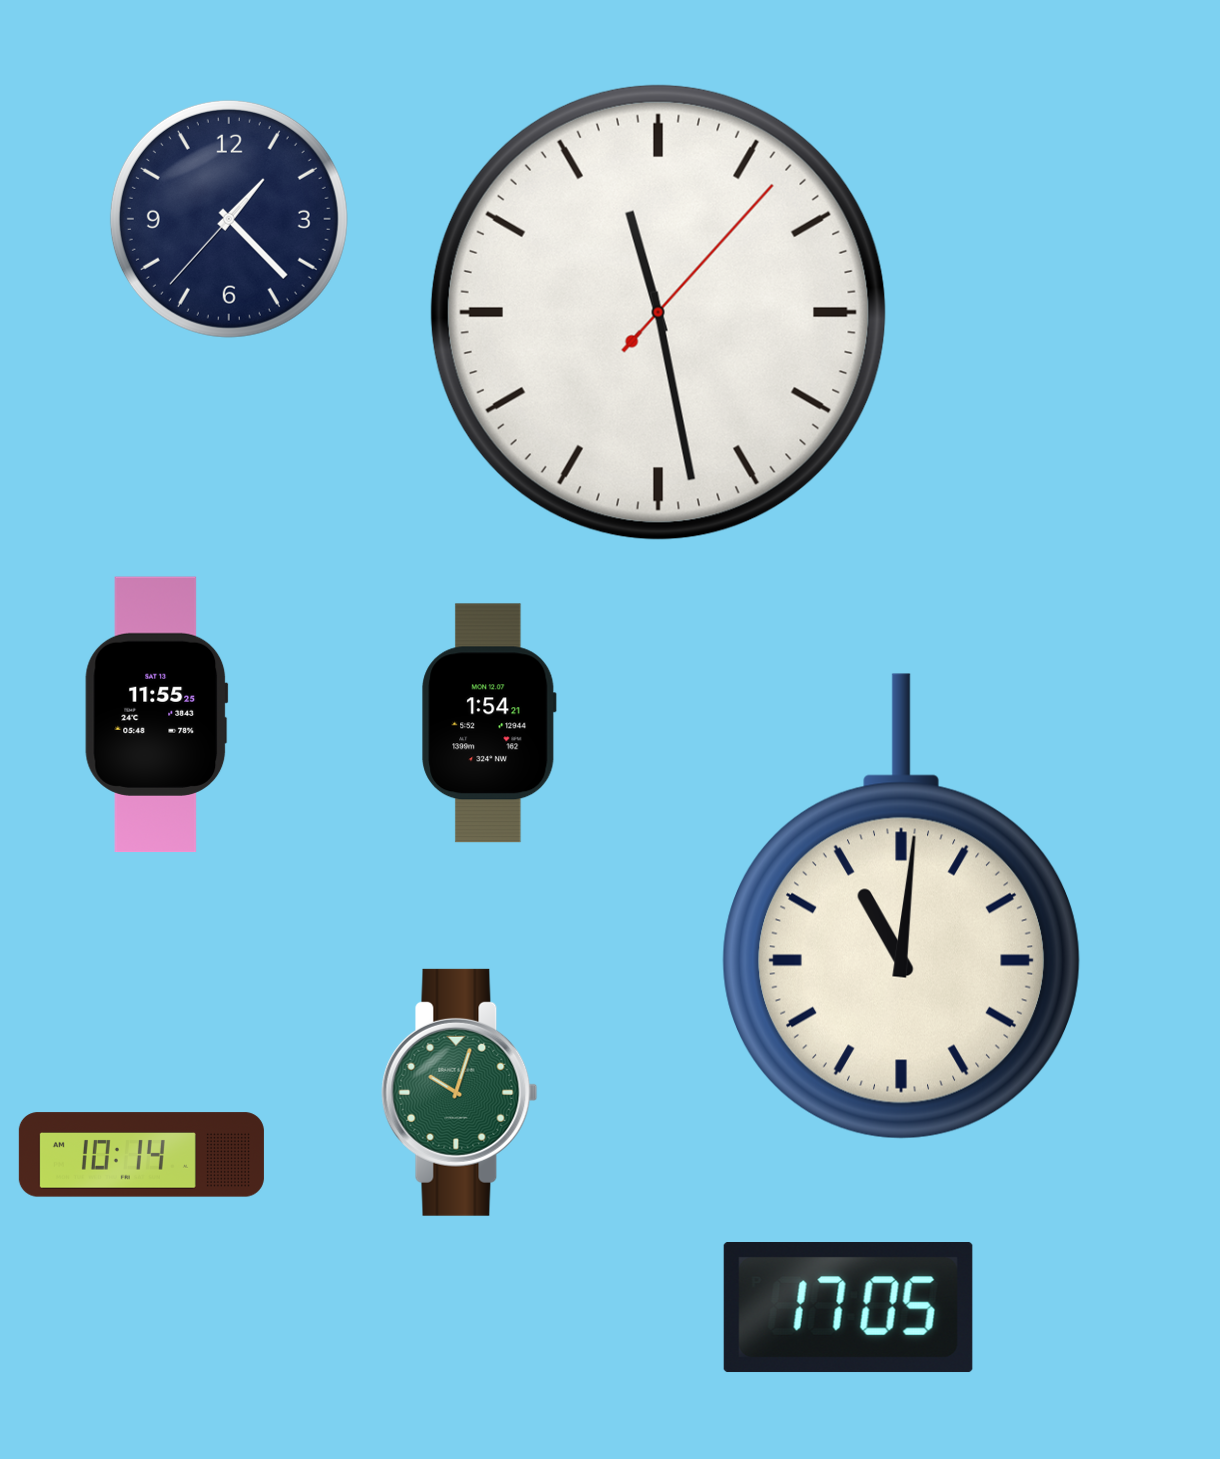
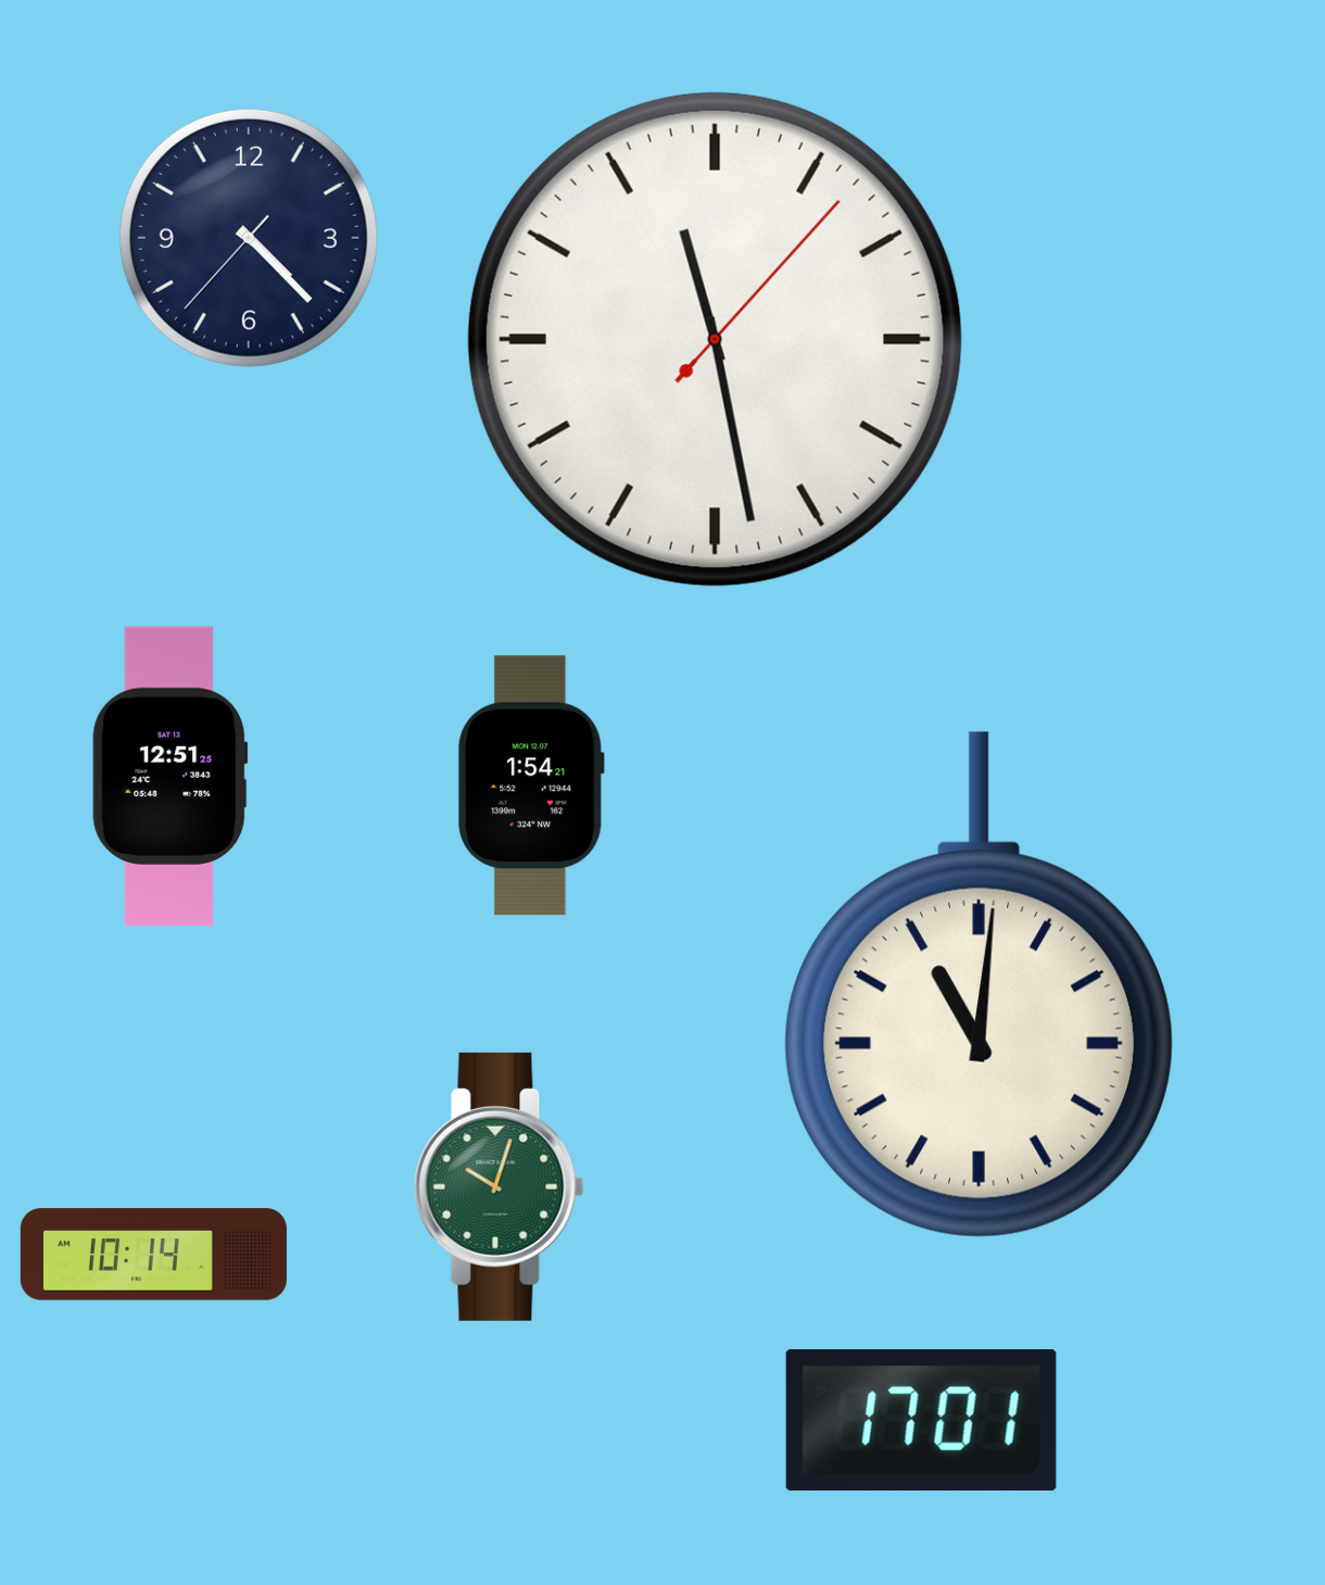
clock at (229, 219): 1:22 -> 4:22
clock at (157, 715): 11:55 -> 12:51
clock at (848, 1308): 17:05 -> 17:01
